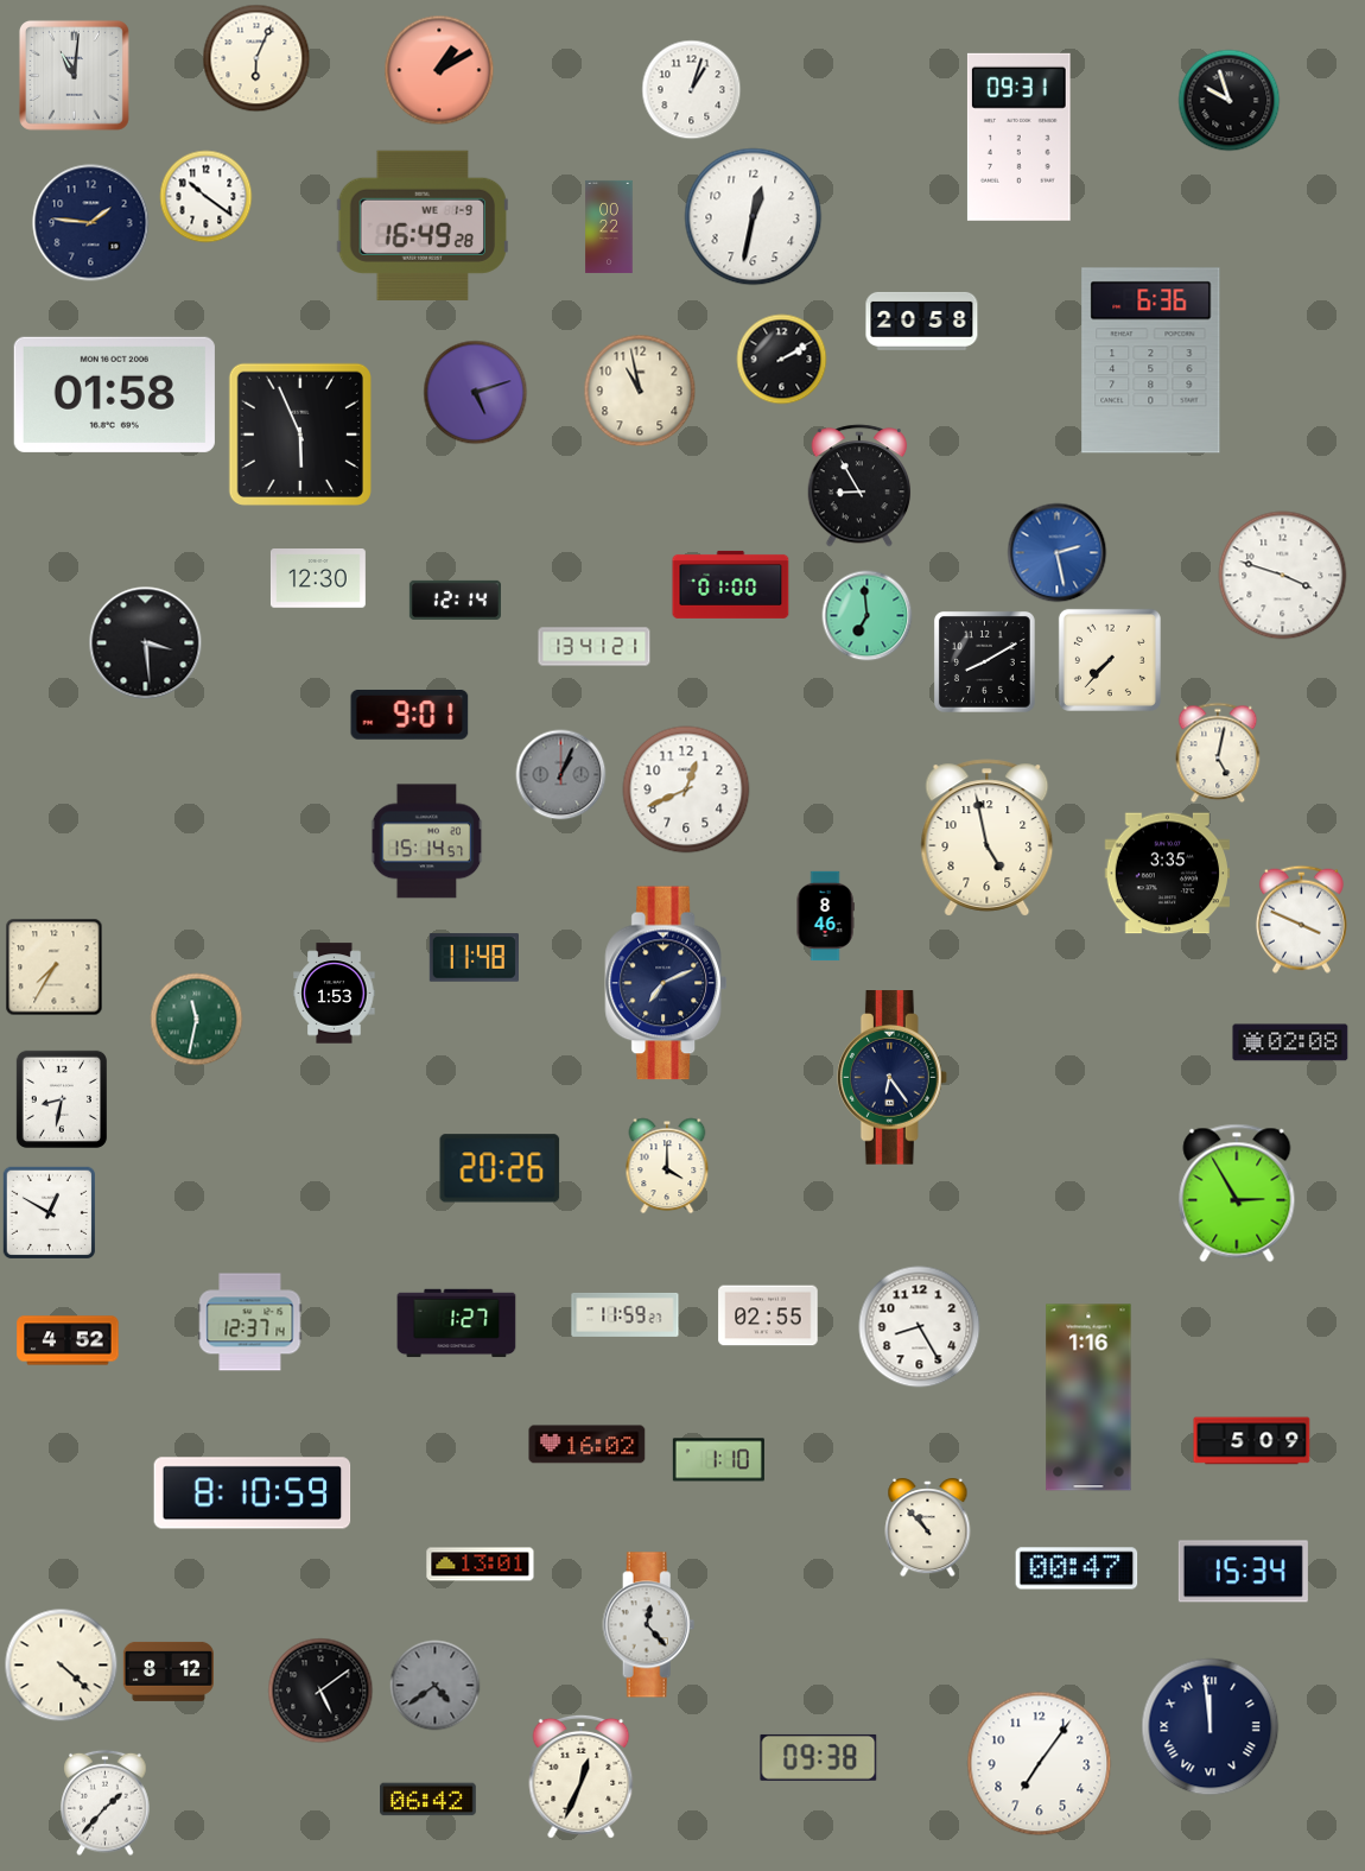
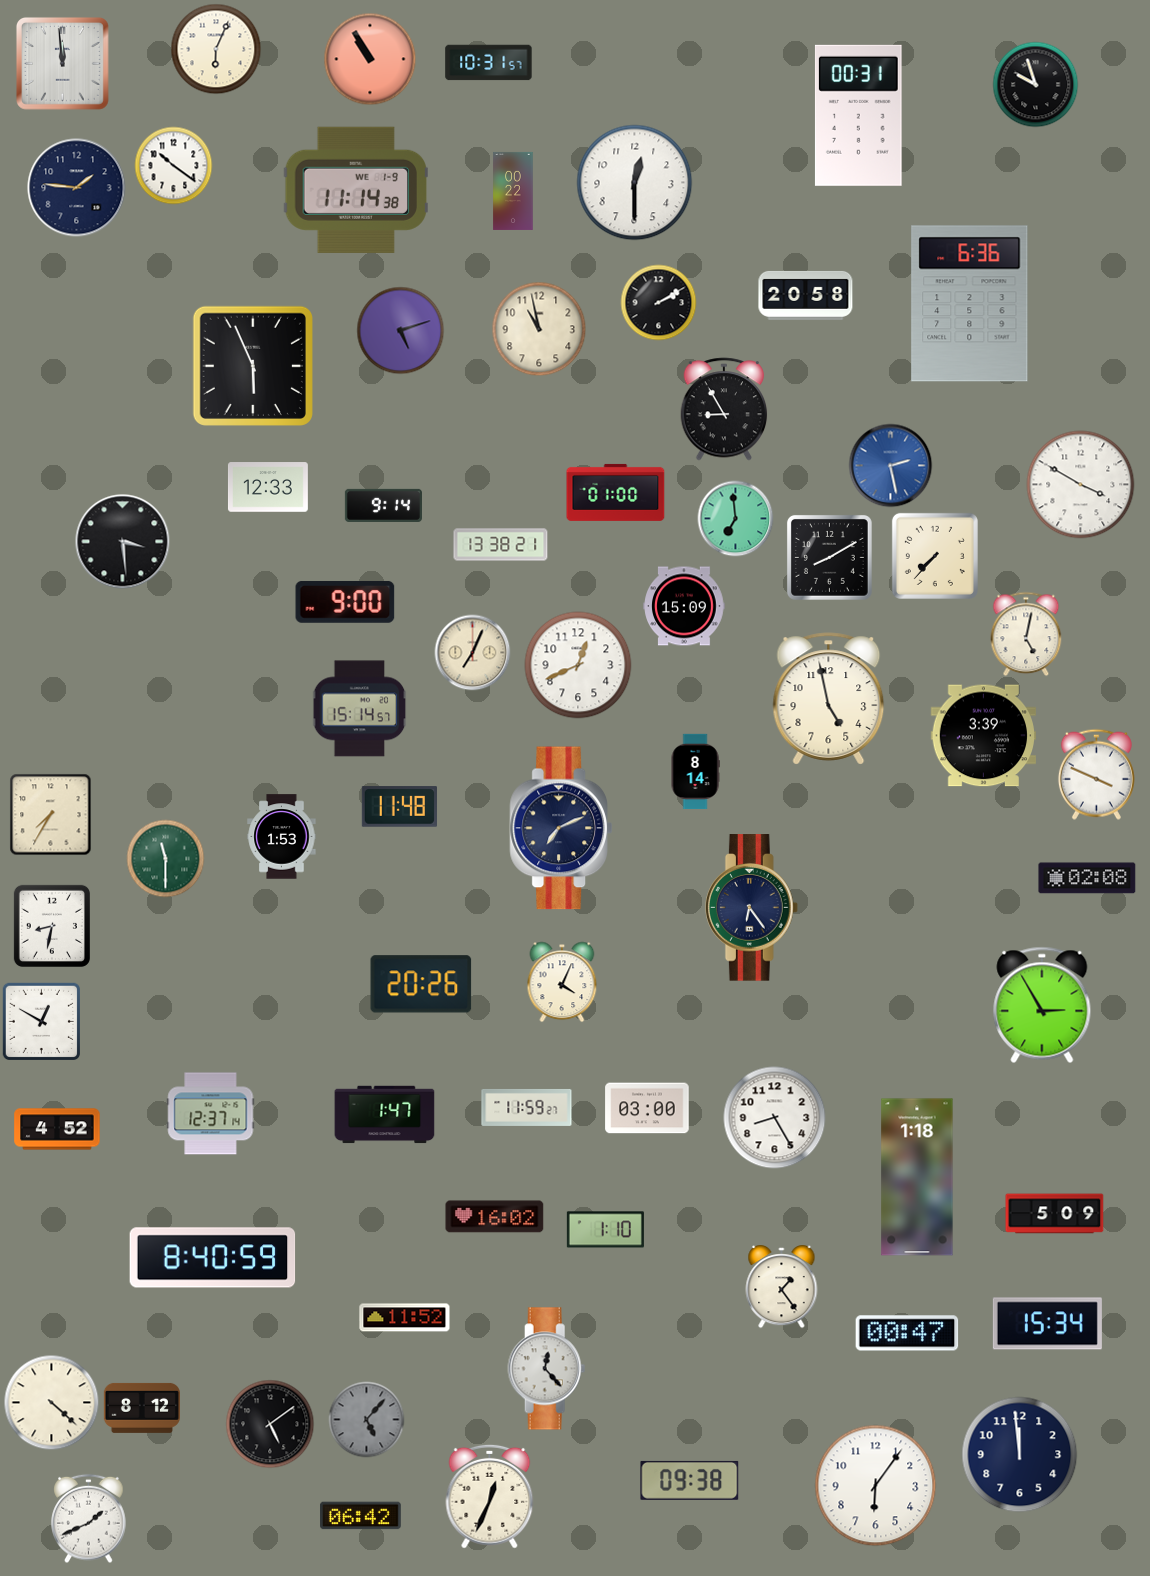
clock at (439, 70): 1:10 -> 10:55
clock at (74, 75): 11:01 -> 11:59
clock at (489, 63): none -> 10:31
clock at (692, 90): 1:03 -> none
clock at (1018, 137): 09:31 -> 00:31
clock at (754, 217): 12:32 -> 12:30
clock at (423, 226): 16:49 -> 11:14
clock at (922, 321) position: (922, 321) -> (806, 295)
clock at (114, 394): 01:58 -> none
clock at (1283, 576): 3:48 -> 3:50
clock at (318, 578): 12:30 -> 12:33
clock at (455, 600): 12:14 -> 9:14
clock at (868, 616) position: (868, 616) -> (736, 519)
clock at (595, 647): 13:41 -> 13:38
clock at (409, 715): 9:01 -> 9:00
clock at (684, 606): none -> 15:09
clock at (561, 775): 1:04 -> 7:04
clock at (561, 775) dial: grey -> cream
clock at (988, 838) position: (988, 838) -> (829, 699)
clock at (1168, 874): 3:35 -> 3:39
clock at (825, 917): 8:46 -> 8:14
clock at (55, 968) position: (55, 968) -> (51, 815)
clock at (197, 1020): 11:32 -> 11:30
clock at (667, 1166): 4:00 -> 4:04
clock at (768, 1315): 02:55 -> 03:00
clock at (457, 1324): 1:27 -> 1:47
clock at (1088, 1397): 1:16 -> 1:18
clock at (253, 1493): 8:10 -> 8:40
clock at (928, 1529): 10:53 -> 1:24
clock at (481, 1565): 13:01 -> 11:52
clock at (1077, 1568) position: (1077, 1568) -> (907, 1333)
clock at (436, 1686): 4:39 -> 5:07
clock at (1211, 1727) numerals: Roman -> Arabic
clock at (1040, 1764): 7:06 -> 6:06
clock at (106, 1803): 1:37 -> 1:41
